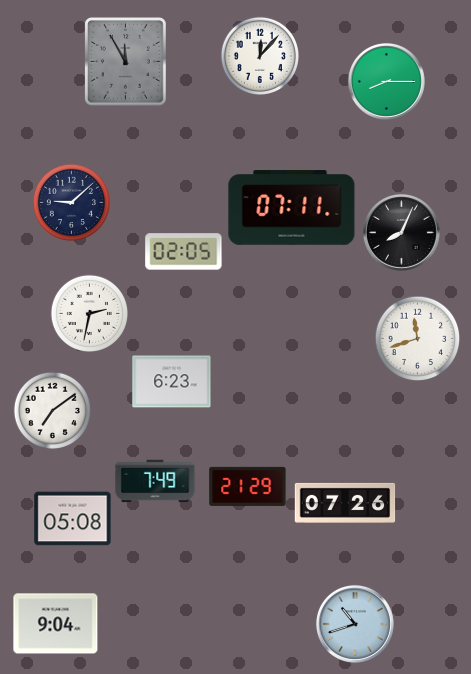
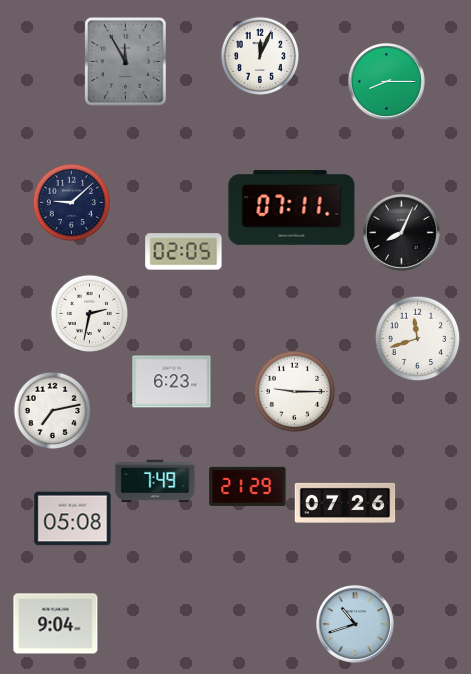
clock at (259, 55): 12:07 -> 12:04
clock at (294, 391): none -> 9:15
clock at (52, 410): 7:09 -> 7:13
